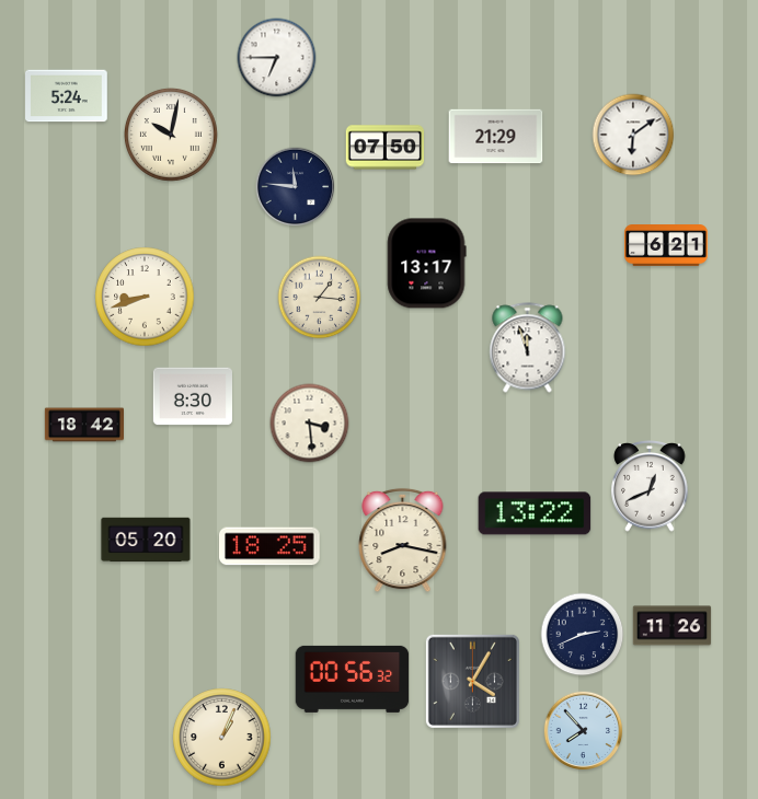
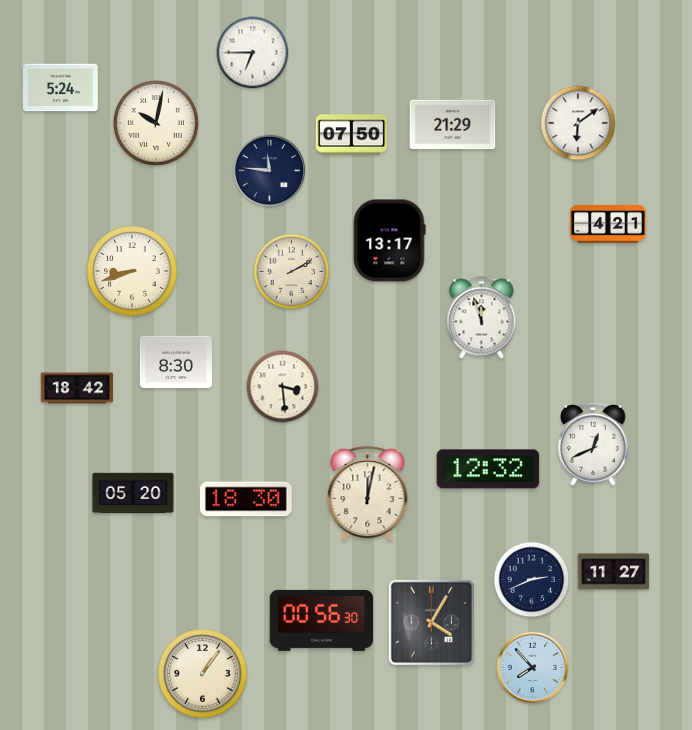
clock at (666, 246): 6:21 -> 4:21
clock at (320, 298): 1:16 -> 2:10
clock at (535, 513): 13:22 -> 12:32
clock at (403, 541): 8:17 -> 12:02
clock at (271, 546): 18:25 -> 18:30
clock at (673, 626): 11:26 -> 11:27
clock at (353, 679): 00:56:32 -> 00:56:30
clock at (222, 738): 1:04 -> 1:06
